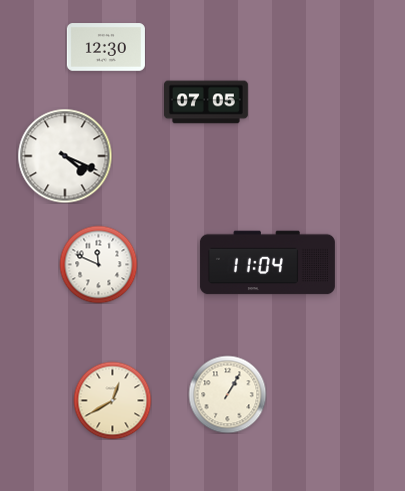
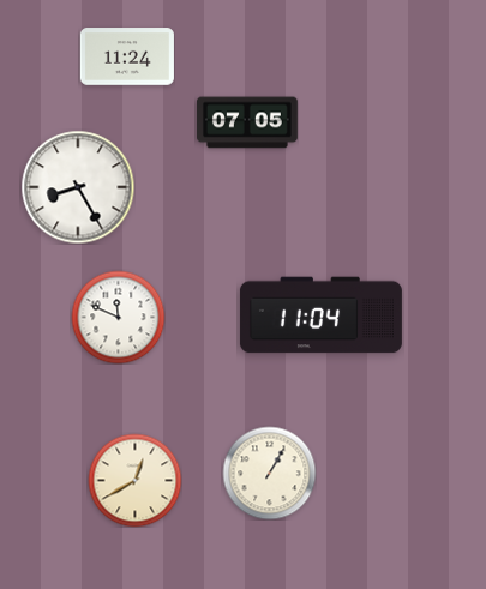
clock at (106, 47): 12:30 -> 11:24
clock at (65, 156): 4:19 -> 8:25
clock at (227, 394) position: (227, 394) -> (269, 473)
